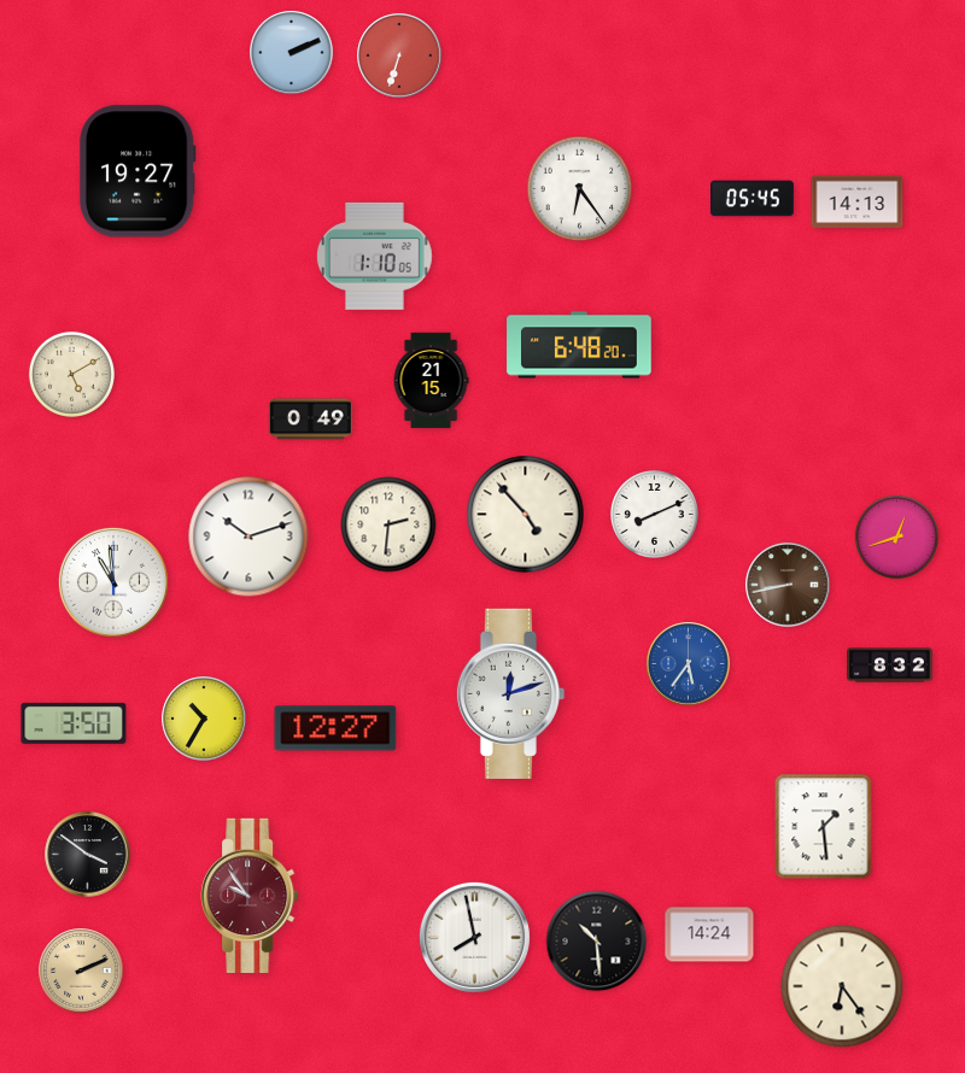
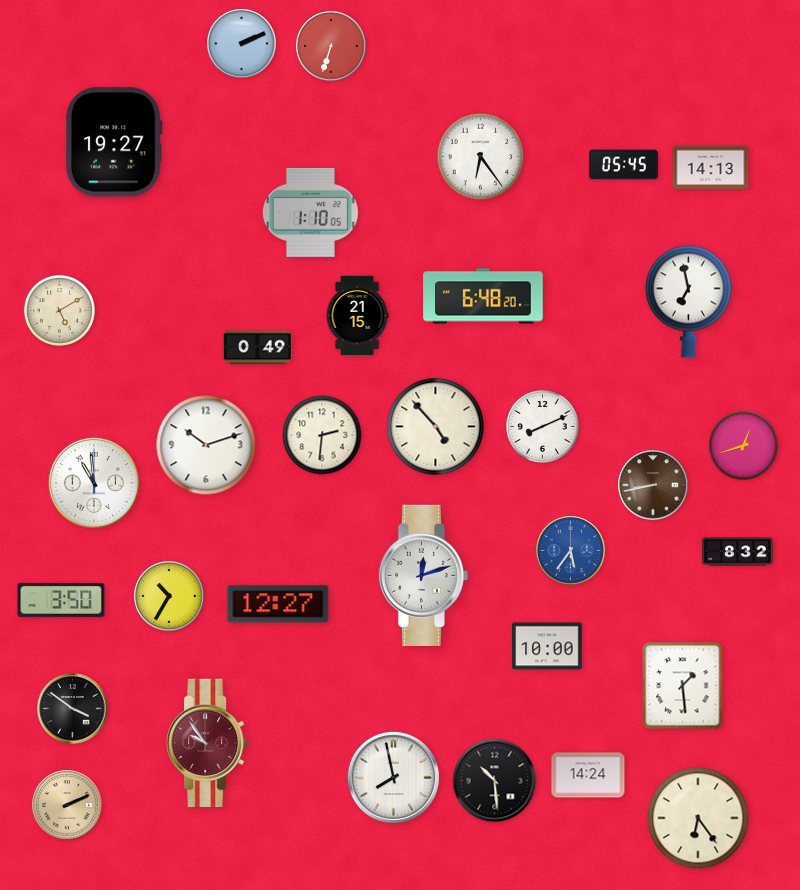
clock at (579, 345) position: (579, 345) -> (483, 296)
clock at (688, 301): none -> 6:58
clock at (547, 646): none -> 10:00
